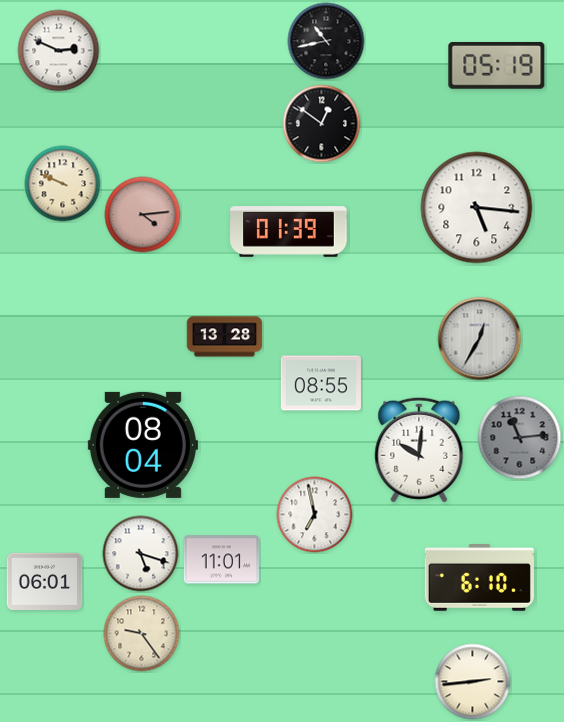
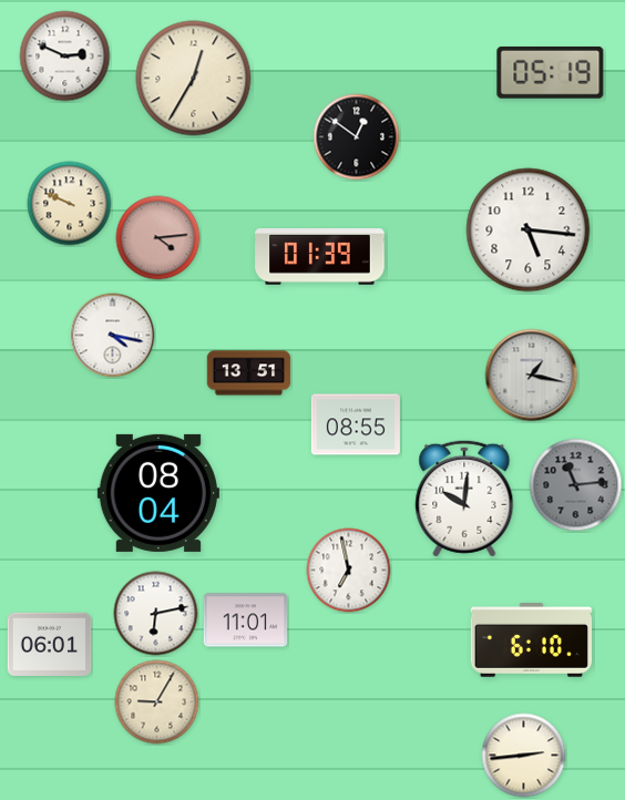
clock at (326, 41): 10:43 -> none
clock at (194, 79): none -> 12:35
clock at (113, 336): none -> 4:17
clock at (225, 337): 13:28 -> 13:51
clock at (480, 339): 12:35 -> 1:17
clock at (141, 554): 5:18 -> 6:13
clock at (142, 634): 9:24 -> 9:05
